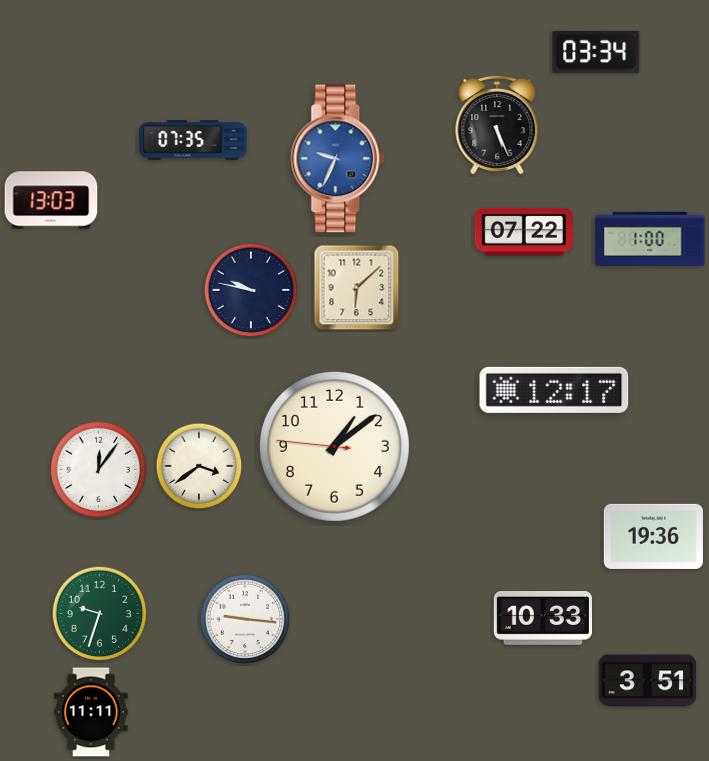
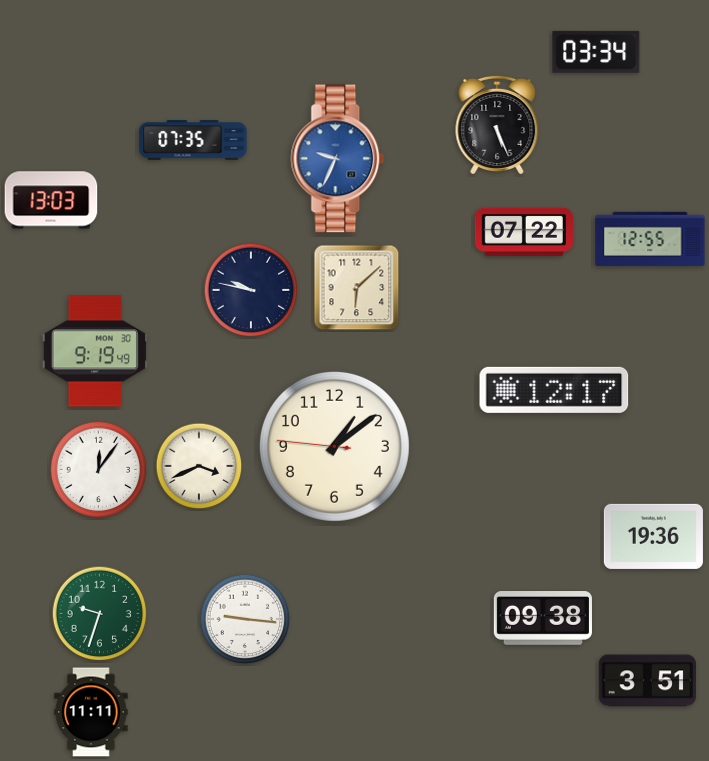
clock at (650, 239): 1:00 -> 12:55
clock at (94, 351): none -> 9:19
clock at (199, 466): 3:39 -> 3:41
clock at (543, 618): 10:33 -> 09:38
